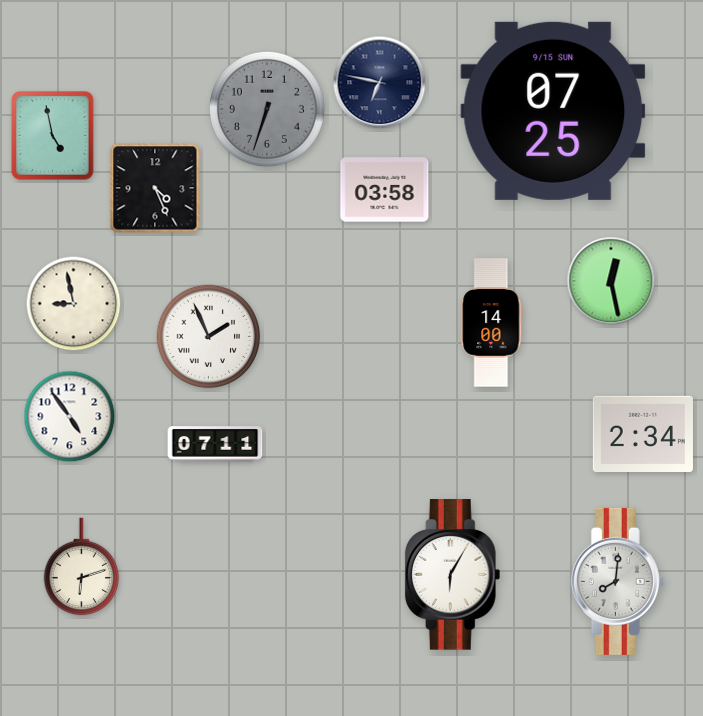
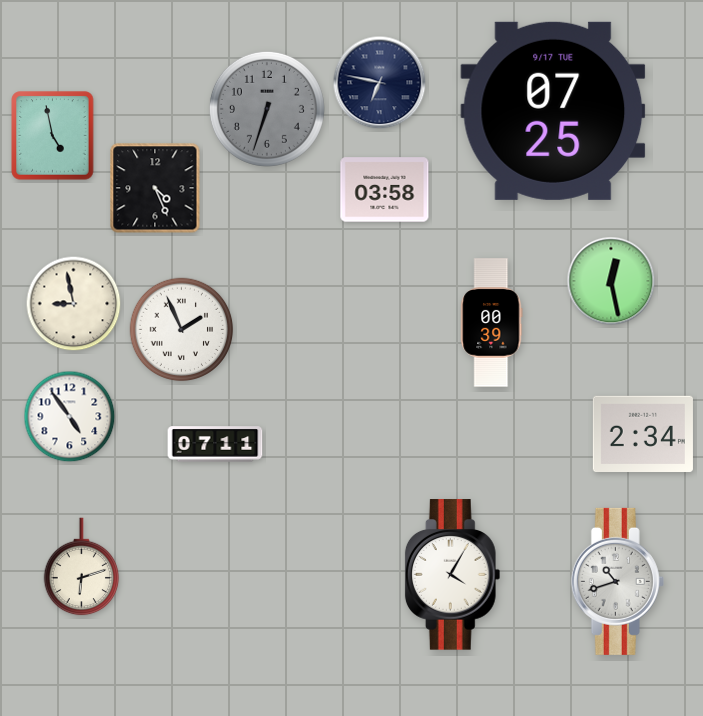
clock at (553, 111) date: 9/15 SUN -> 9/17 TUE
clock at (492, 323): 14:00 -> 00:39
clock at (209, 337) position: (209, 337) -> (182, 330)
clock at (453, 575): 6:05 -> 4:05
clock at (617, 581): 8:01 -> 10:42
